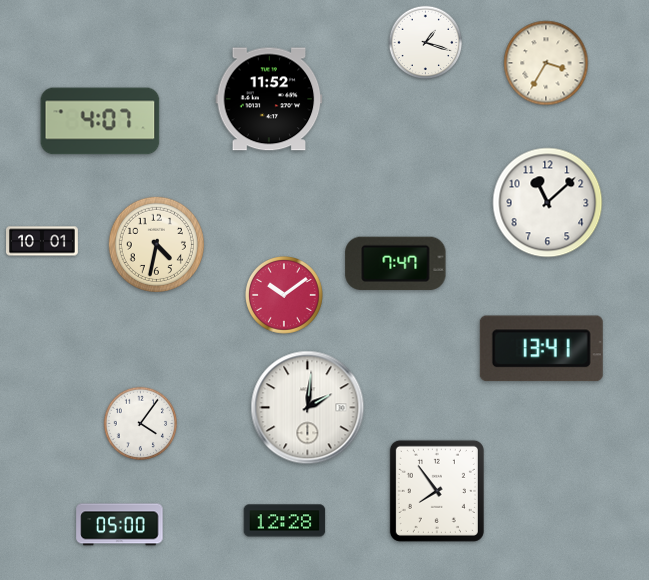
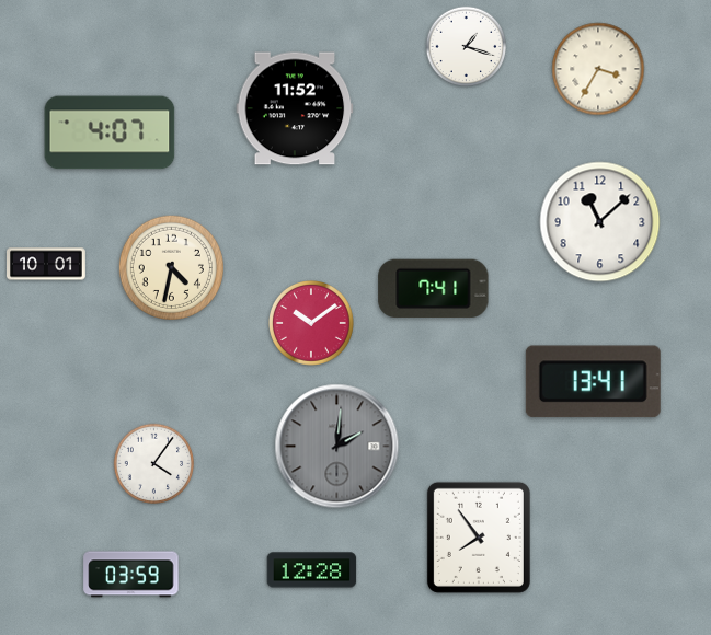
clock at (396, 263): 7:47 -> 7:41
clock at (308, 408) dial: white -> grey
clock at (120, 525): 05:00 -> 03:59
